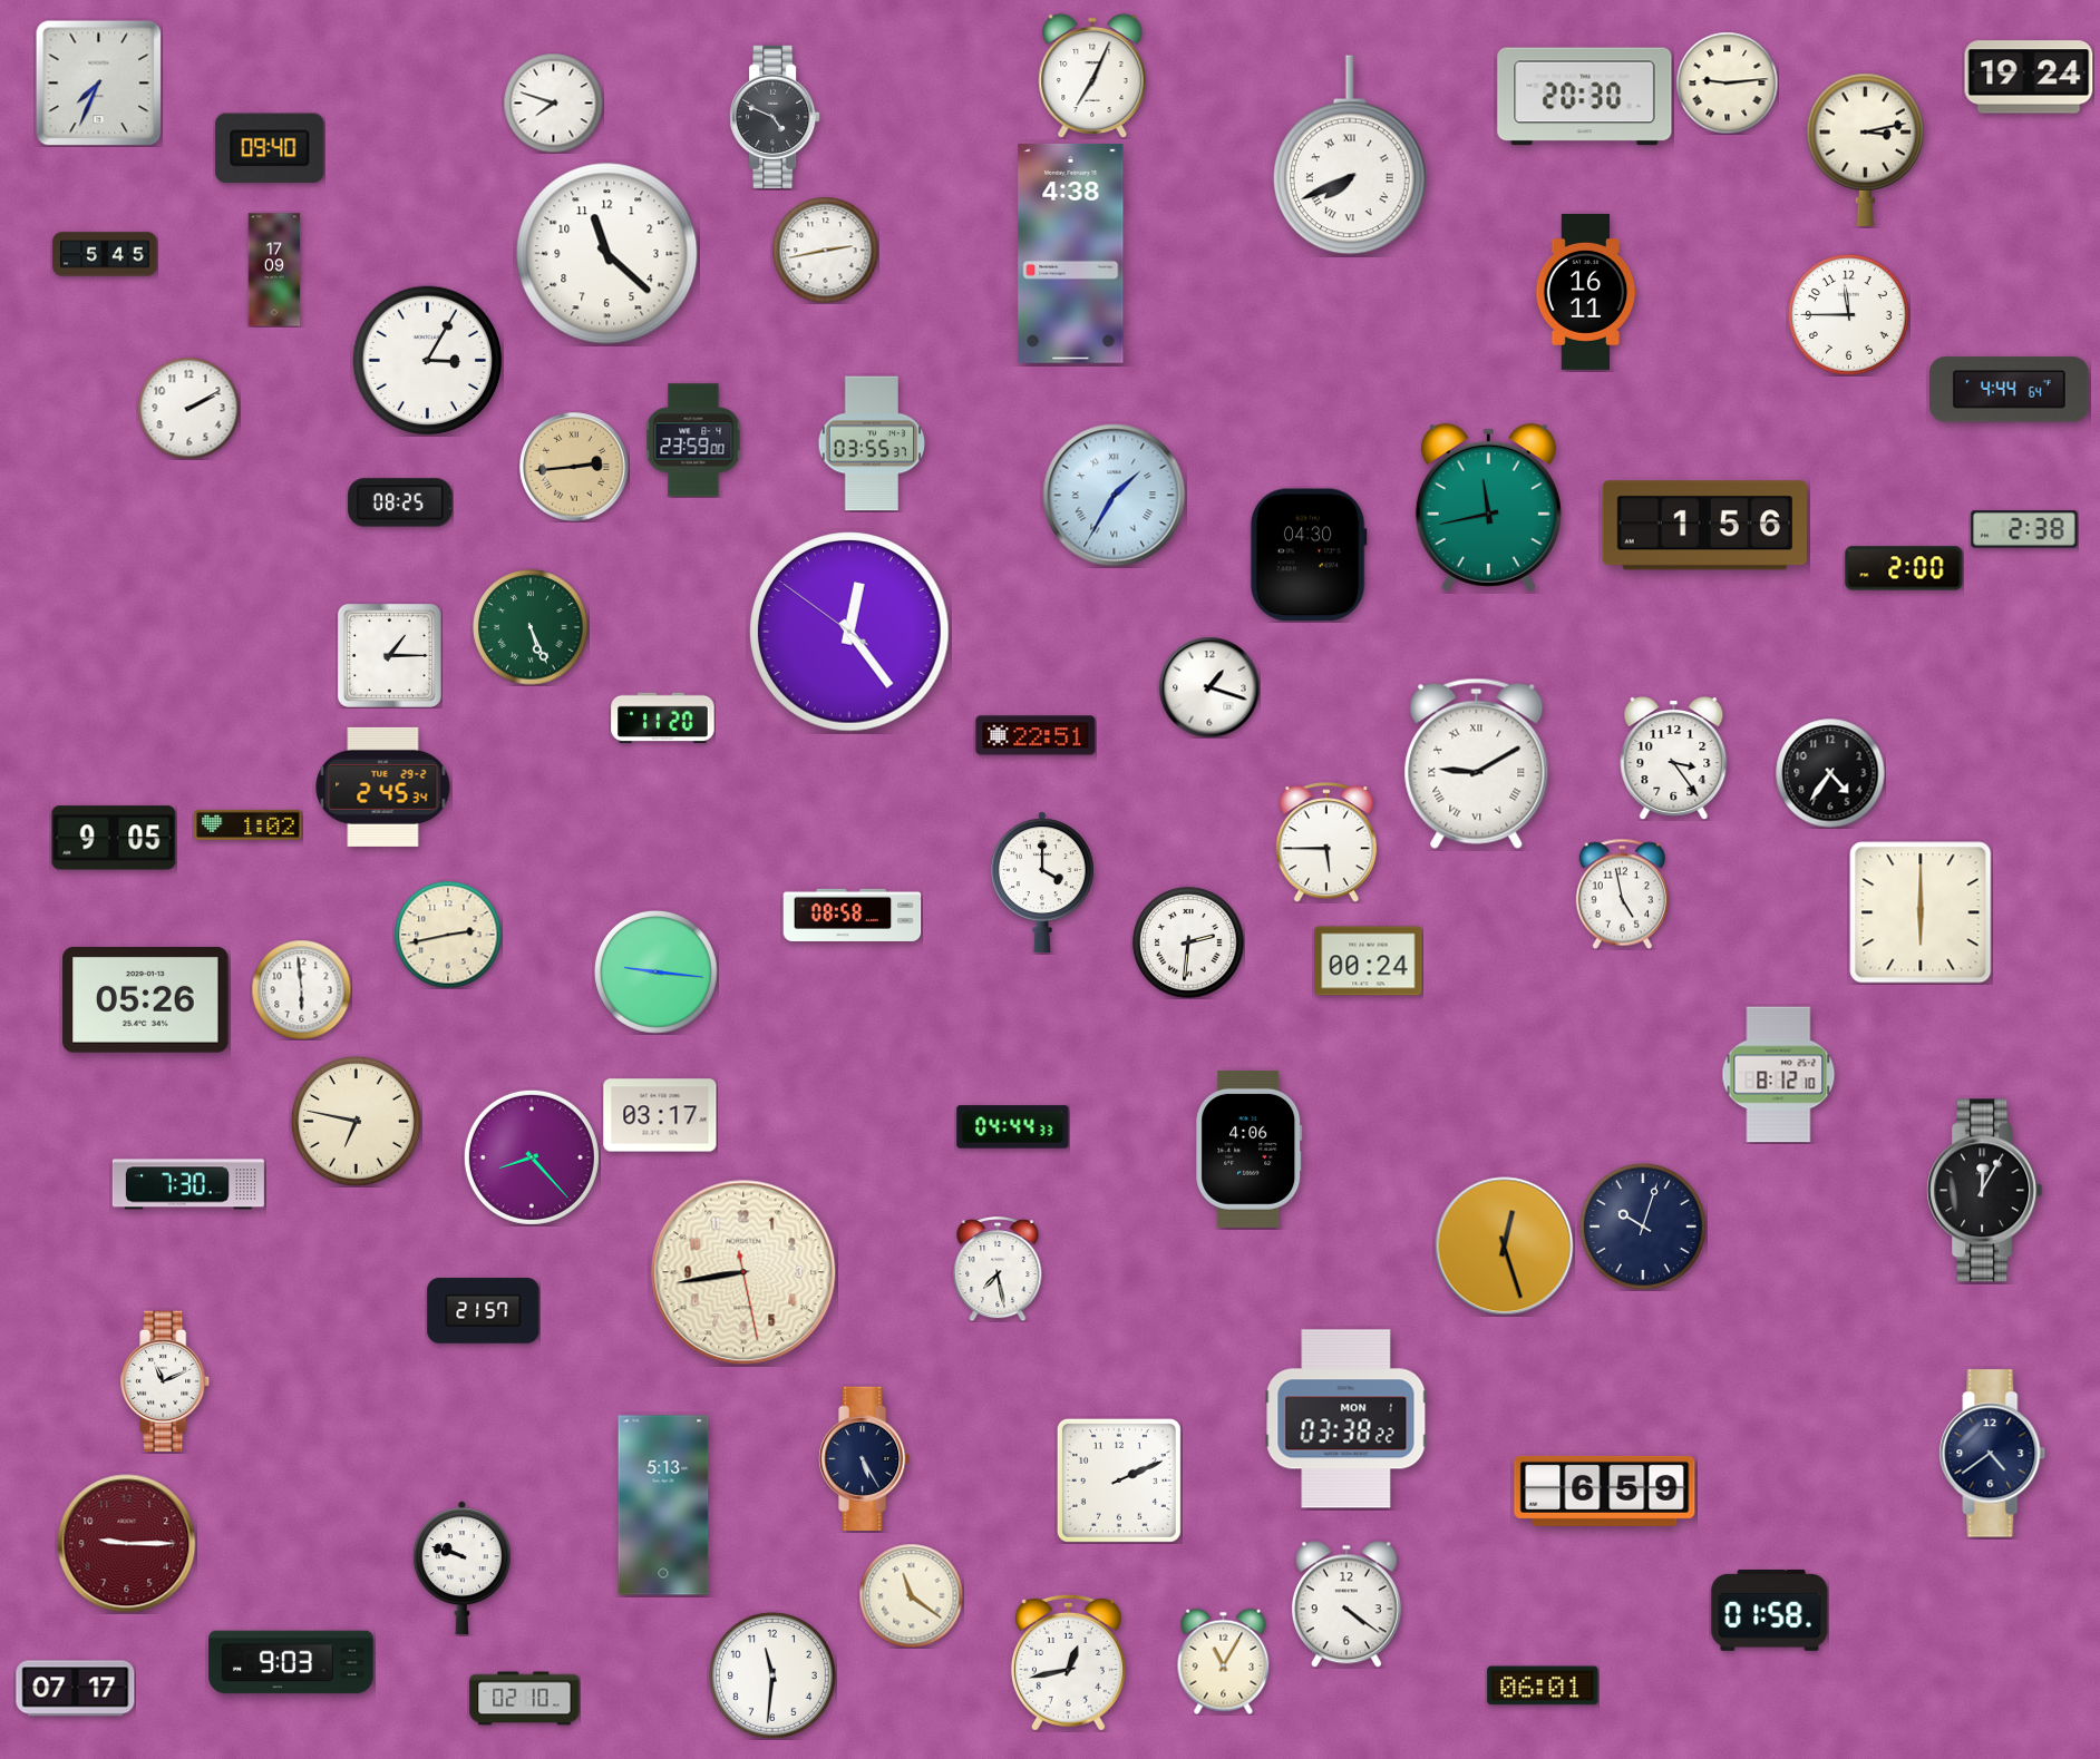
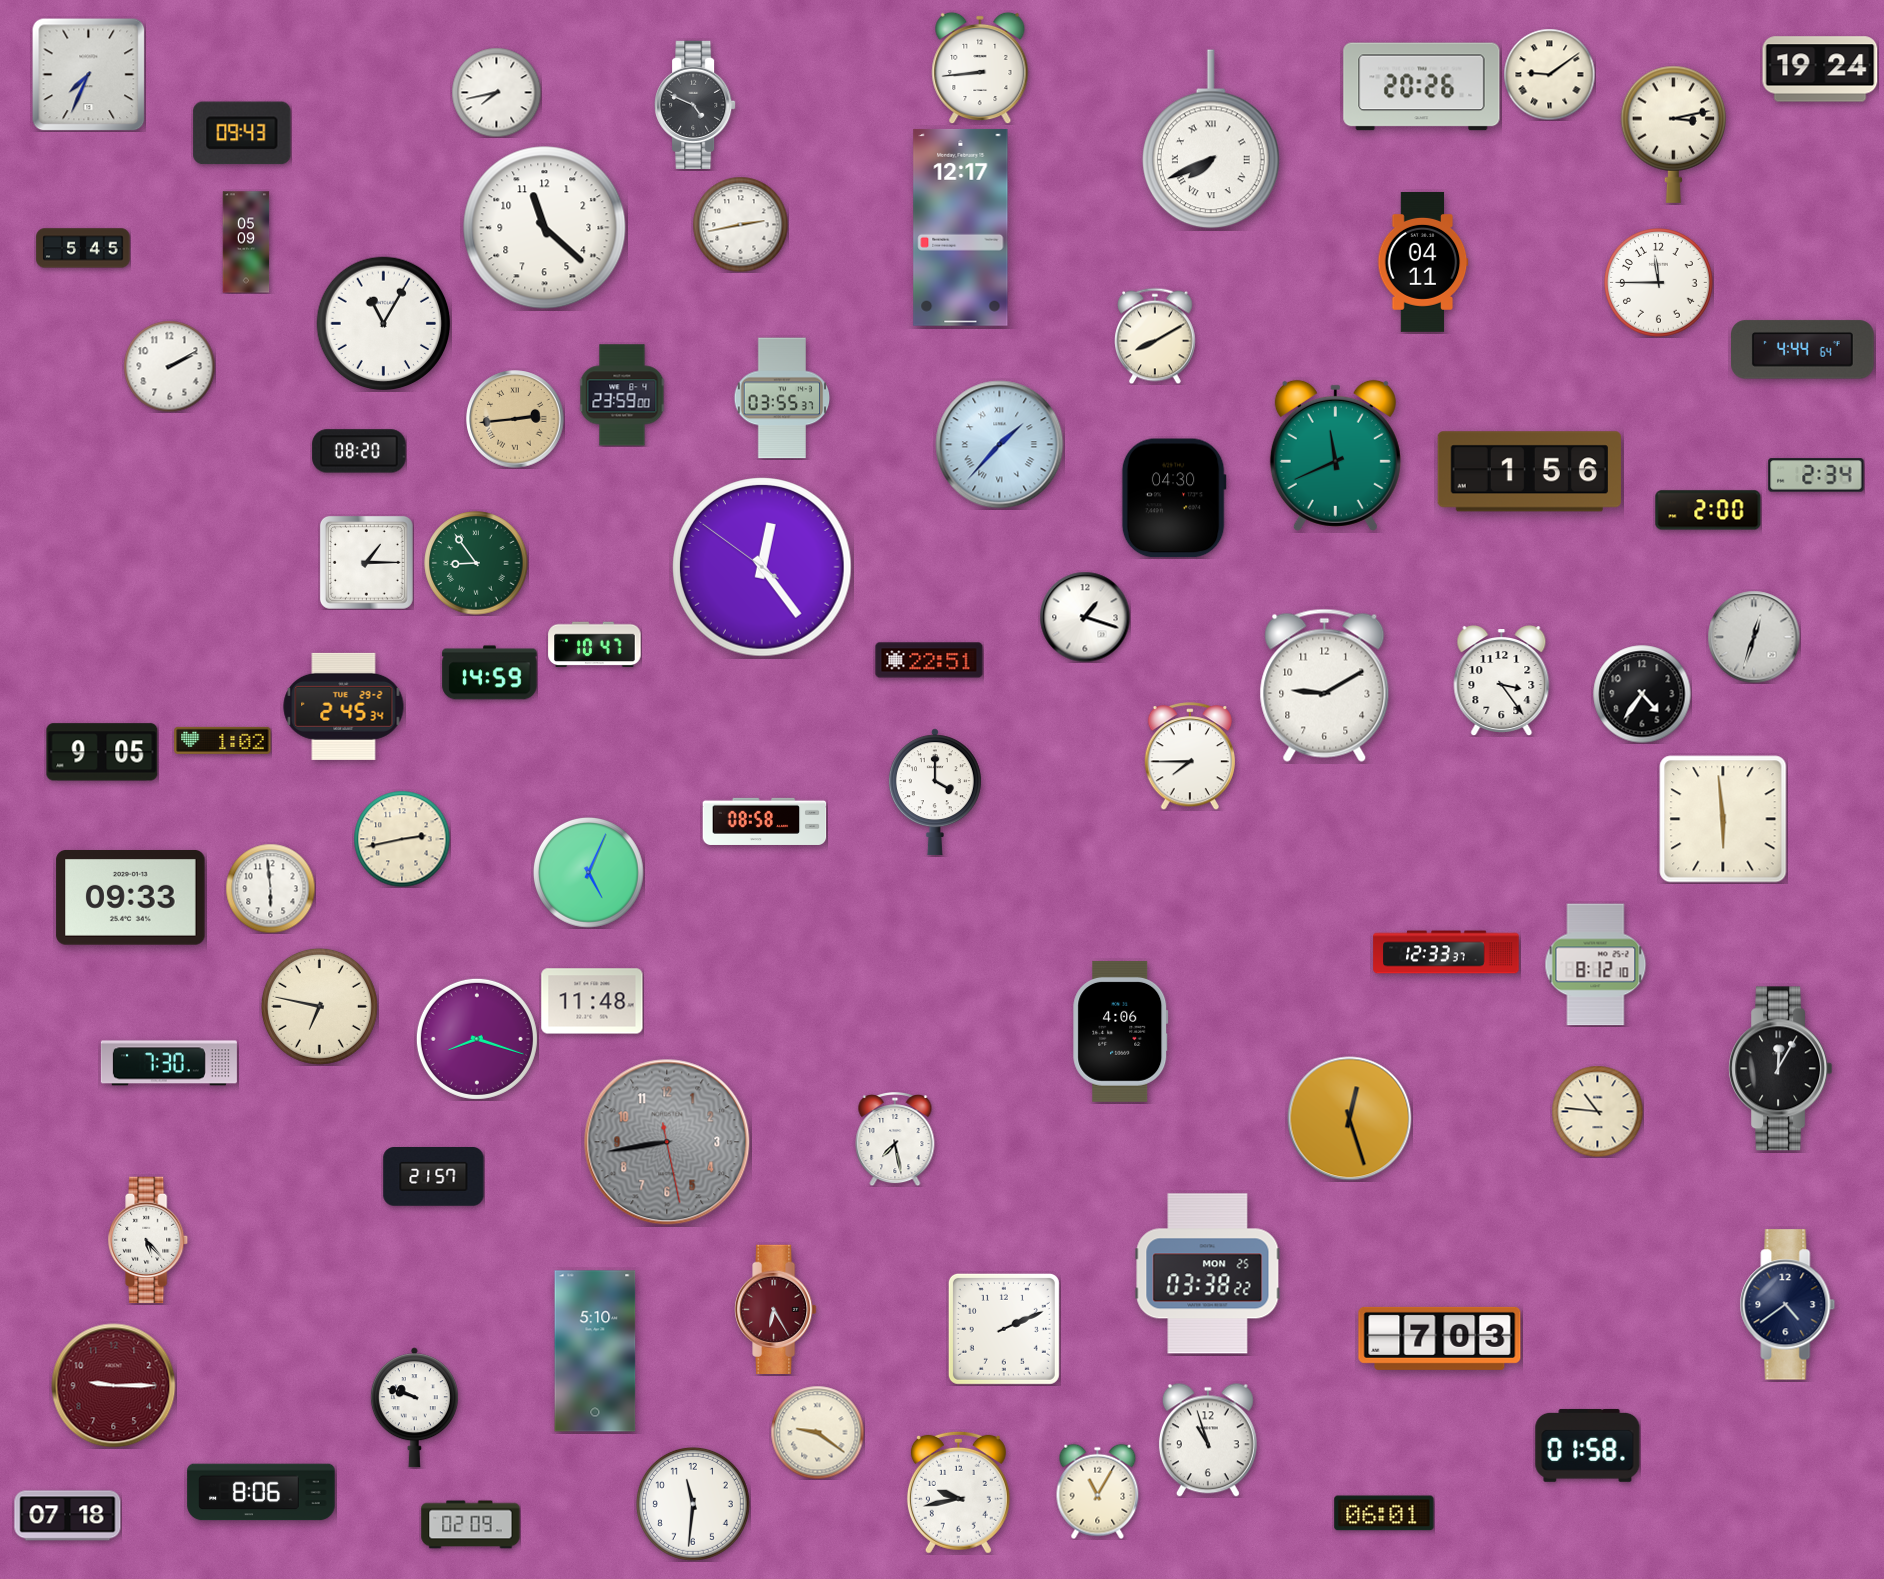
clock at (1092, 76): 7:04 -> 8:44
clock at (1727, 82): 9:14 -> 9:09
clock at (1585, 97): 20:30 -> 20:26
clock at (553, 102): 7:48 -> 7:43
clock at (270, 148): 09:40 -> 09:43
clock at (1071, 253): 4:38 -> 12:17
clock at (105, 254) position: (105, 254) -> (83, 248)
clock at (274, 270): 17:09 -> 05:09
clock at (1586, 292): 16:11 -> 04:11
clock at (428, 361): 3:05 -> 11:05
clock at (1156, 336): none -> 8:10
clock at (1115, 496): 1:35 -> 1:37
clock at (400, 502): 08:25 -> 08:20
clock at (1488, 507): 11:43 -> 11:41
clock at (2024, 529): 2:38 -> 2:34
clock at (531, 627): 5:26 -> 8:54
clock at (389, 655) position: (389, 655) -> (366, 562)
clock at (1754, 637): none -> 12:33
clock at (663, 719): 11:20 -> 10:47
clock at (490, 673): none -> 14:59
clock at (1477, 763) numerals: Roman -> Arabic
clock at (1326, 842): 5:45 -> 7:45
clock at (1622, 893): 4:58 -> none
clock at (1921, 912): 6:00 -> 5:59
clock at (1188, 942): 2:31 -> none
clock at (1369, 961): 00:24 -> none
clock at (657, 973): 9:16 -> 5:04
clock at (146, 1000): 05:26 -> 09:33
clock at (1446, 952): none -> 12:33
clock at (660, 1115): 03:17 -> 11:48
clock at (1013, 1127): 04:44 -> none
clock at (532, 1157): 8:23 -> 8:18
clock at (1643, 1227): 10:03 -> none
clock at (1597, 1111): none -> 10:46
clock at (743, 1272) dial: cream -> grey
clock at (166, 1381): 11:11 -> 5:23
clock at (1346, 1419) date: MON 1 -> MON 25
clock at (865, 1458): 5:25 -> 6:25
clock at (865, 1458) dial: navy -> burgundy
clock at (1605, 1491): 6:59 -> 7:03
clock at (663, 1505): 5:13 -> 5:10
clock at (911, 1595): 11:21 -> 9:21
clock at (1346, 1604): 4:21 -> 10:57
clock at (291, 1662): 9:03 -> 8:06
clock at (1068, 1662): 12:43 -> 9:43
clock at (76, 1689): 07:17 -> 07:18
clock at (525, 1699): 02:10 -> 02:09
